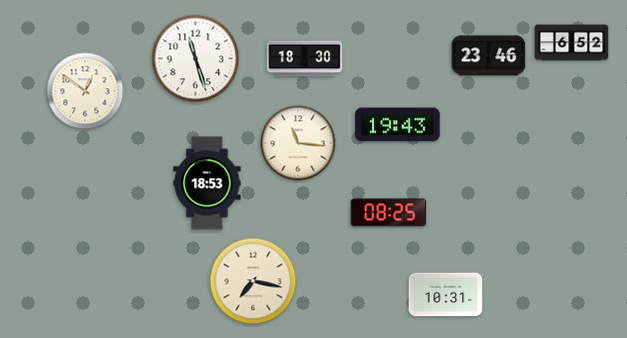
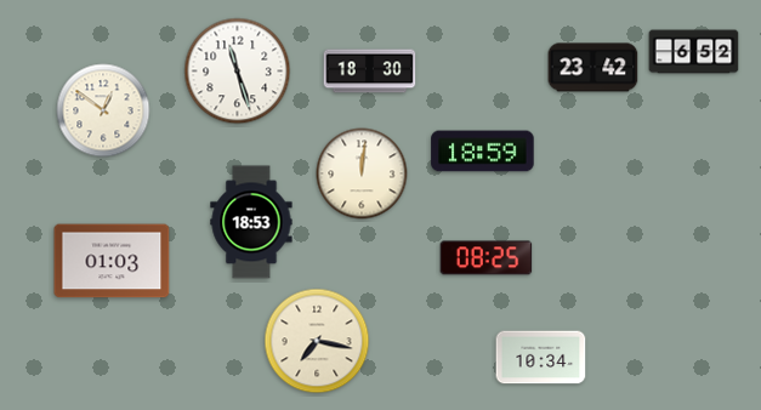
clock at (489, 56): 23:46 -> 23:42
clock at (398, 125): 19:43 -> 18:59
clock at (298, 143): 11:16 -> 12:01
clock at (389, 213) position: (389, 213) -> (487, 258)
clock at (112, 261): none -> 01:03
clock at (253, 281) position: (253, 281) -> (317, 341)
clock at (446, 295): 10:31 -> 10:34
